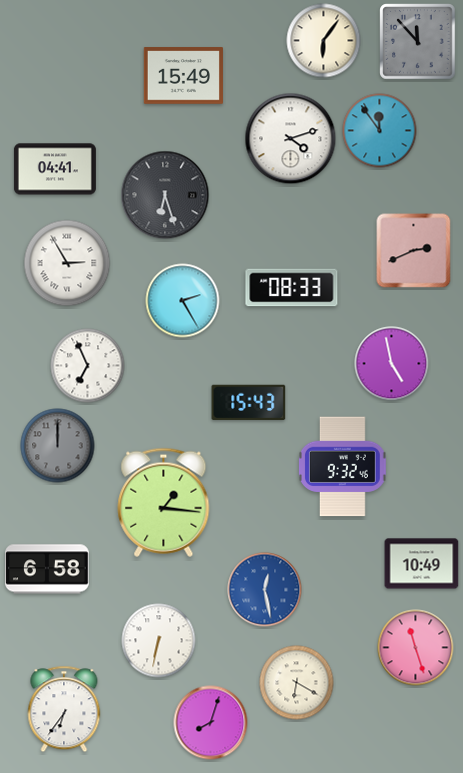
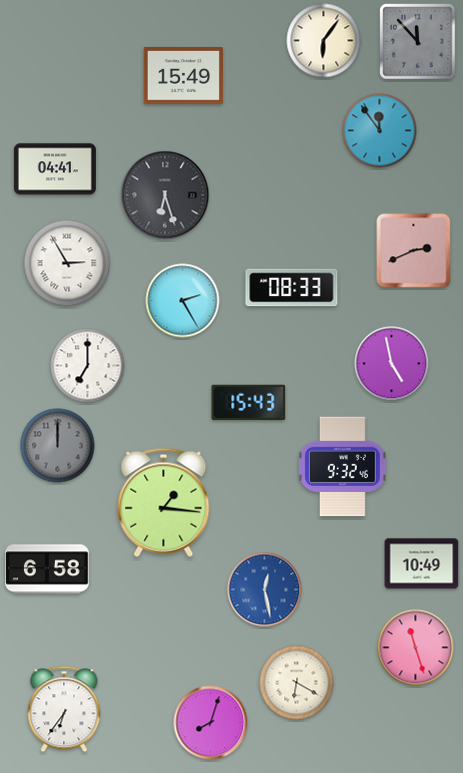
clock at (291, 139): 4:12 -> none
clock at (88, 366): 6:56 -> 7:00
clock at (159, 641): 6:32 -> none
